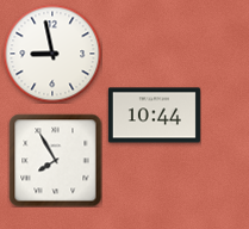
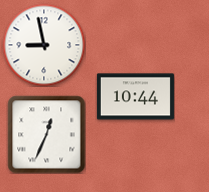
clock at (154, 116) position: (154, 116) -> (135, 97)
clock at (55, 160): 7:55 -> 12:34
